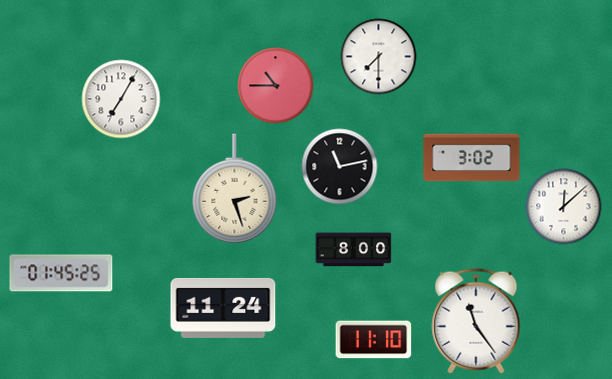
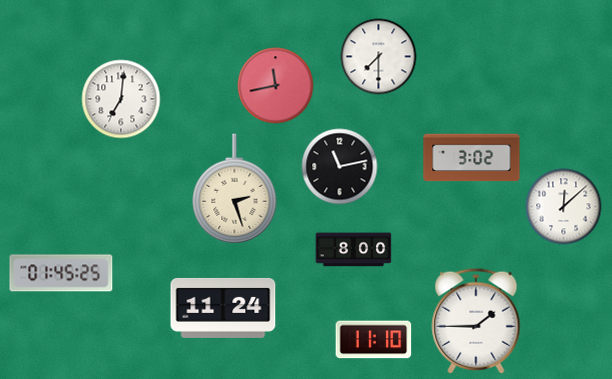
clock at (276, 86): 10:45 -> 11:43
clock at (121, 99): 7:05 -> 7:01
clock at (476, 321): 11:24 -> 1:45
